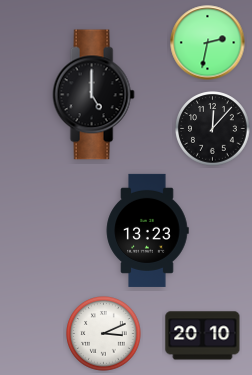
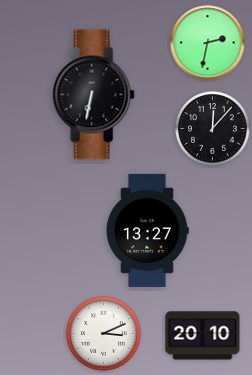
clock at (93, 95): 5:00 -> 6:32
clock at (147, 230): 13:23 -> 13:27
